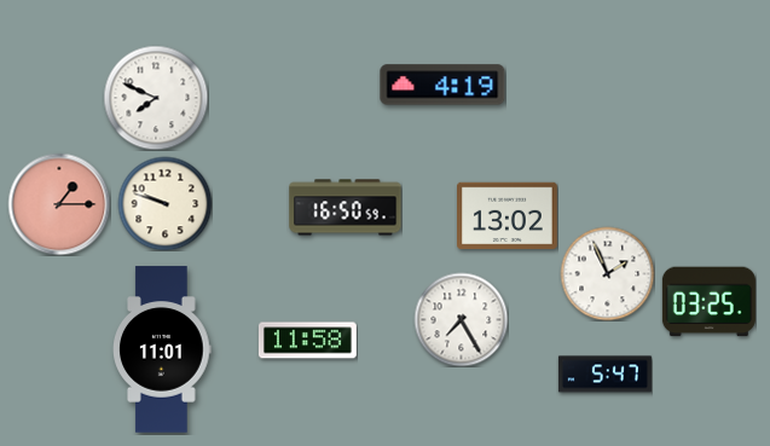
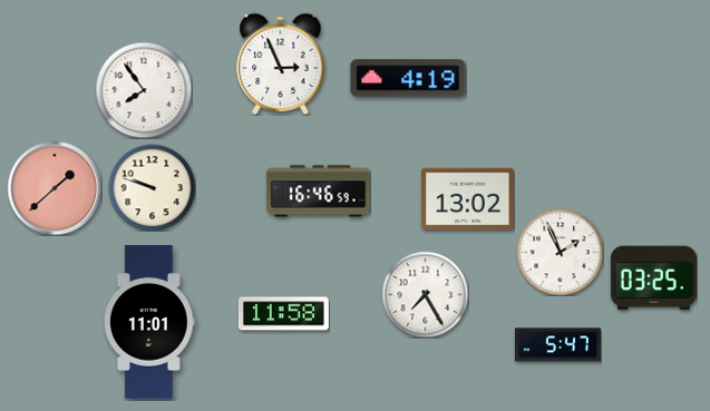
clock at (281, 63): none -> 2:56
clock at (156, 98): 7:49 -> 7:54
clock at (59, 204): 1:15 -> 1:38
clock at (346, 208): 16:50 -> 16:46
